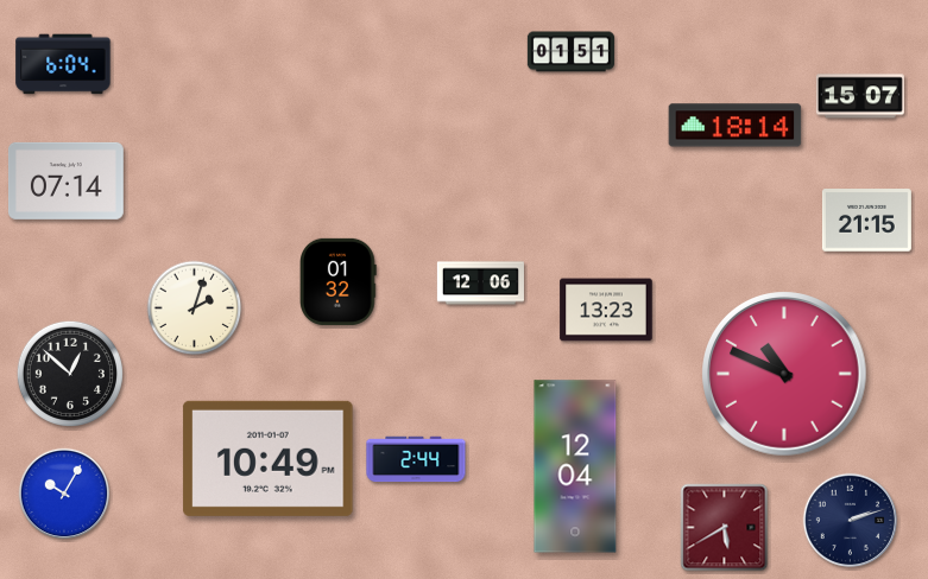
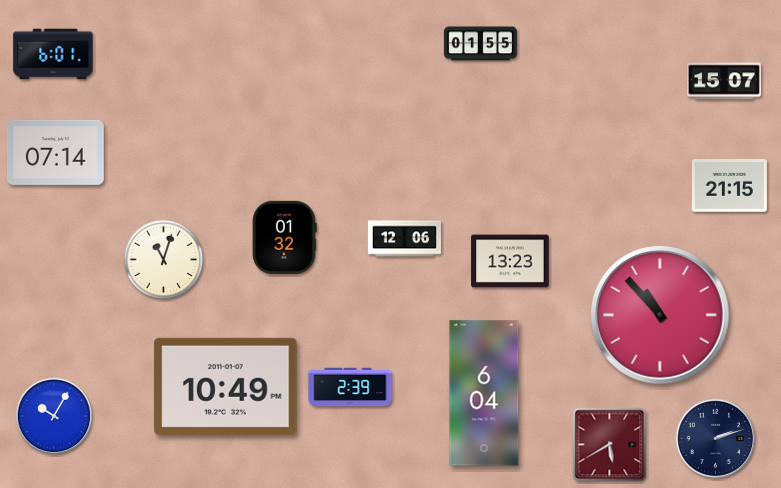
clock at (570, 52): 01:51 -> 01:55
clock at (63, 64): 6:04 -> 6:01
clock at (736, 126): 18:14 -> none
clock at (195, 308): 2:03 -> 11:03
clock at (70, 374): 12:52 -> none
clock at (784, 374): 10:49 -> 10:53
clock at (416, 459): 2:44 -> 2:39
clock at (575, 466): 12:04 -> 6:04
